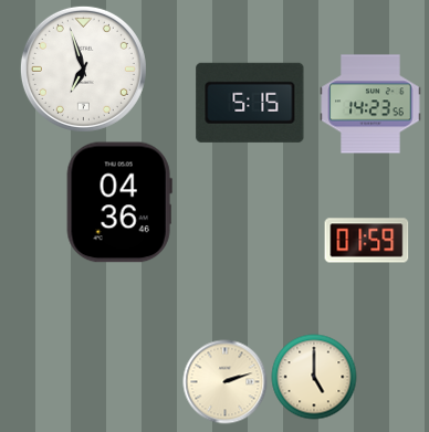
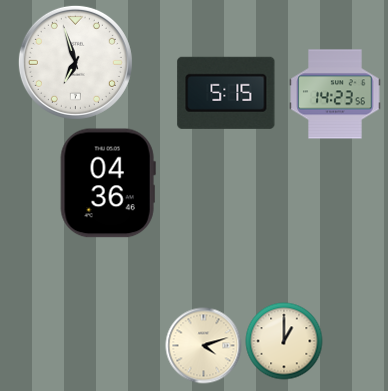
clock at (367, 241): 01:59 -> none
clock at (314, 377): 5:00 -> 1:00
clock at (226, 382): 2:12 -> 4:12
